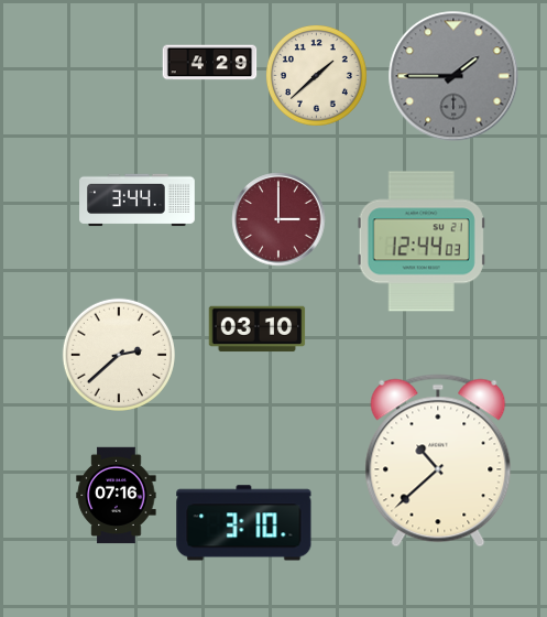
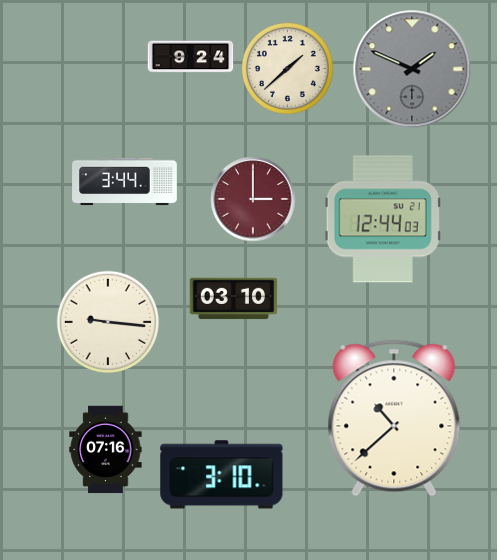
clock at (209, 63): 4:29 -> 9:24
clock at (453, 76): 1:45 -> 1:49
clock at (119, 355): 2:38 -> 9:16
clock at (438, 461) position: (438, 461) -> (394, 418)
